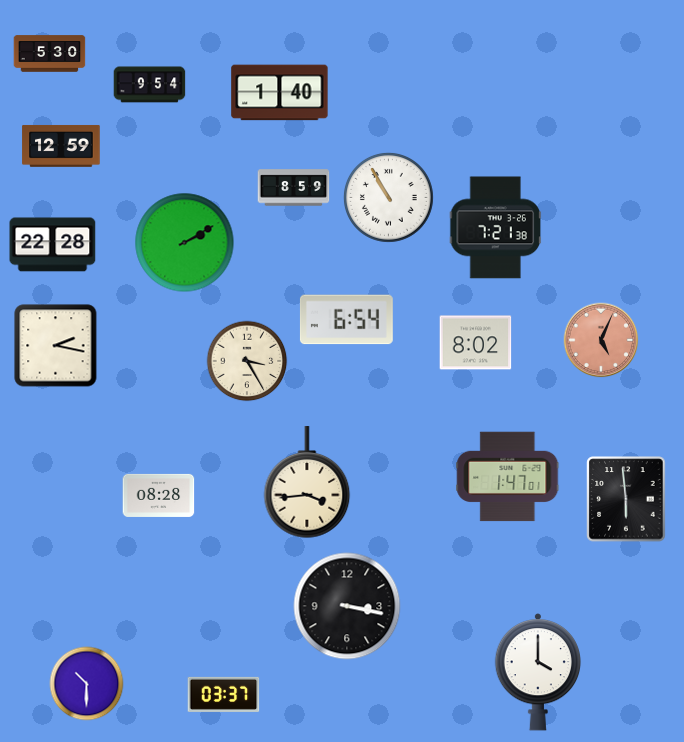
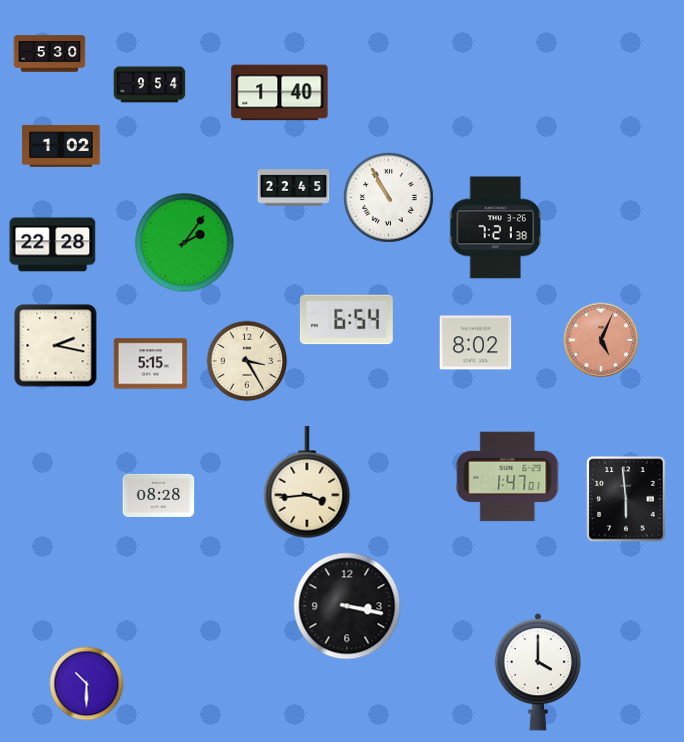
clock at (61, 146): 12:59 -> 1:02
clock at (294, 188): 8:59 -> 22:45
clock at (185, 243): 2:10 -> 2:06
clock at (151, 364): none -> 5:15
clock at (224, 694): 03:37 -> none
